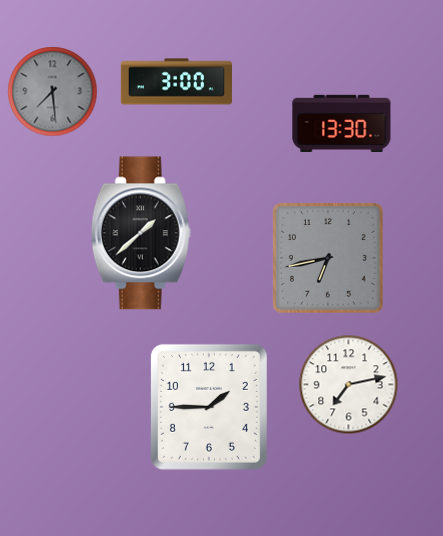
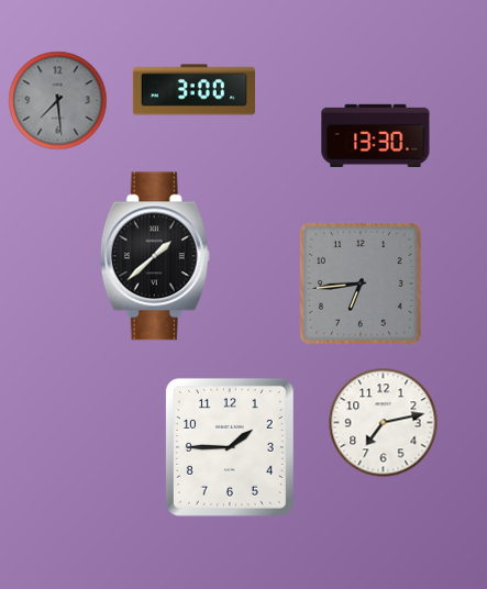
clock at (328, 258): 6:43 -> 6:44
